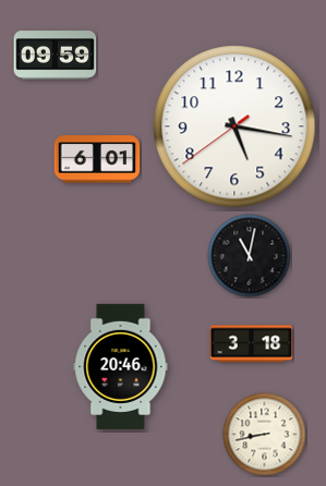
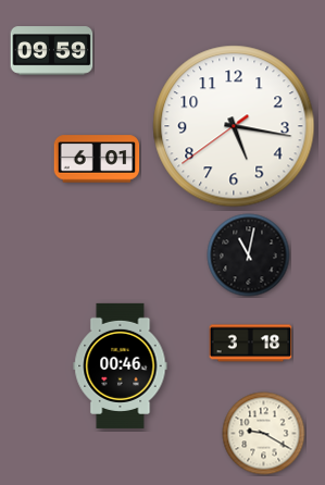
clock at (56, 56) position: (56, 56) -> (52, 51)
clock at (121, 366): 20:46 -> 00:46
clock at (265, 435): 8:43 -> 9:20
